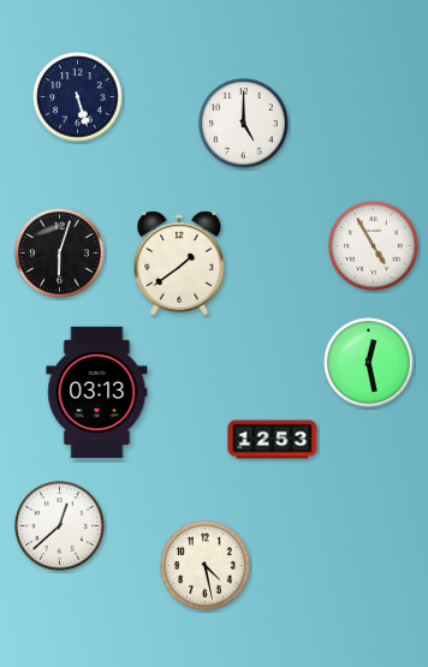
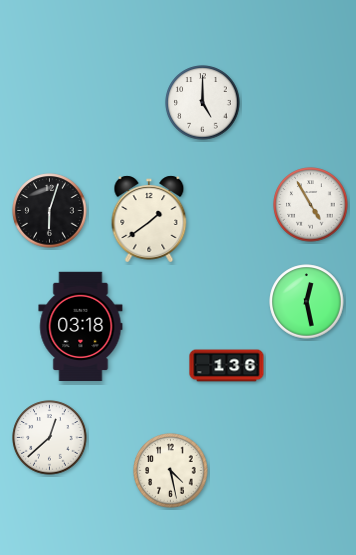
clock at (78, 97): 5:27 -> none
clock at (97, 392): 03:13 -> 03:18
clock at (273, 440): 12:53 -> 1:36
